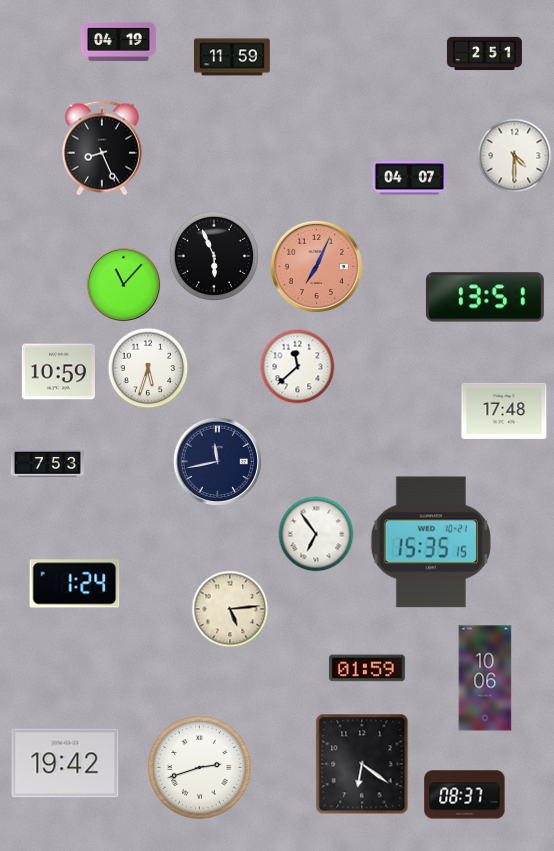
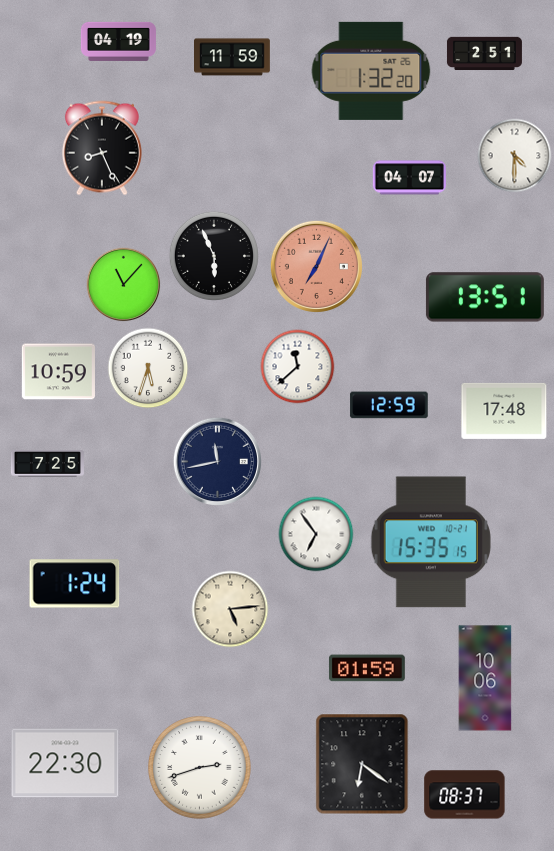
clock at (371, 71): none -> 1:32
clock at (389, 405): none -> 12:59
clock at (47, 464): 7:53 -> 7:25
clock at (65, 763): 19:42 -> 22:30
